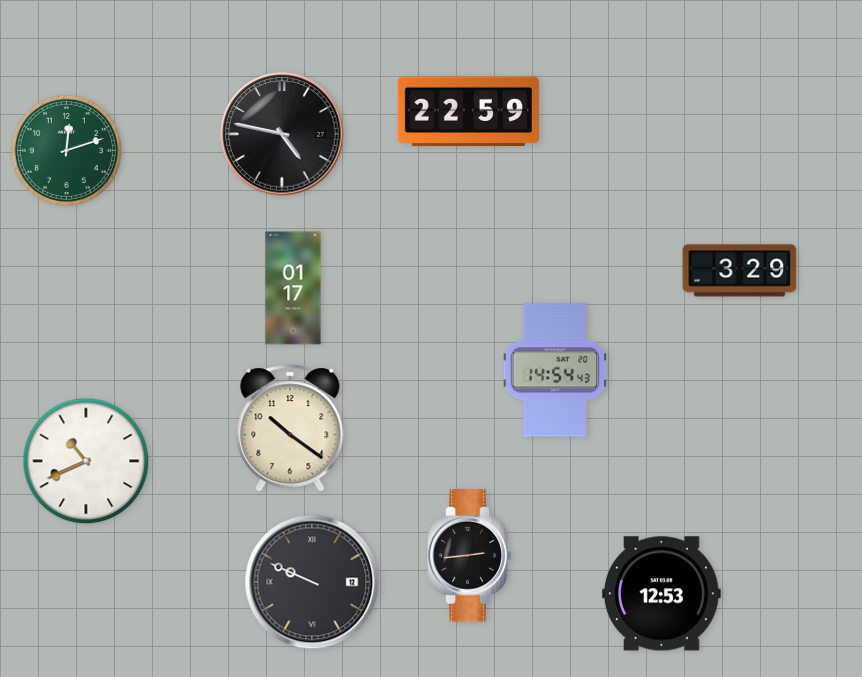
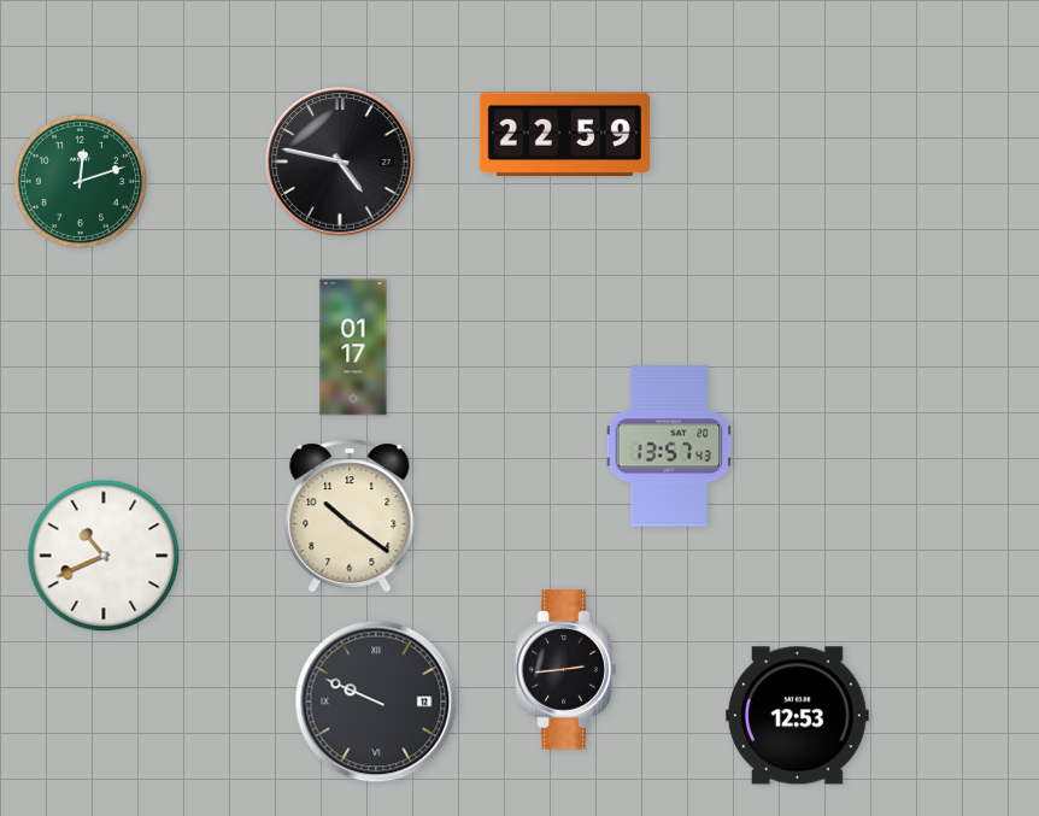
clock at (740, 271): 3:29 -> none
clock at (555, 370): 14:54 -> 13:57
